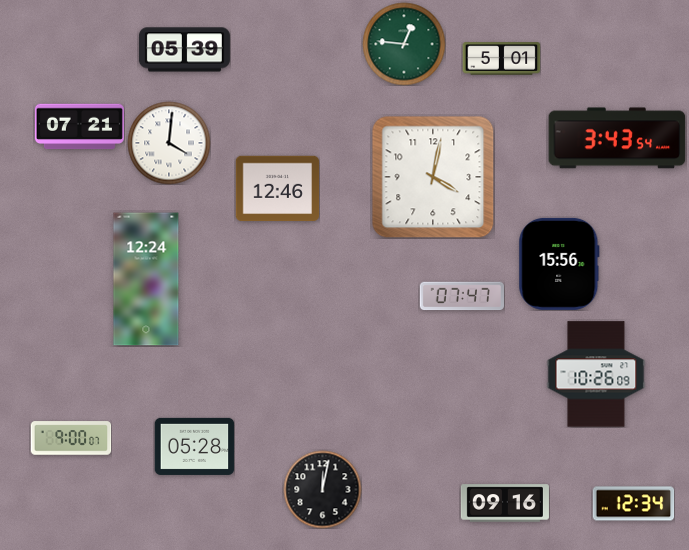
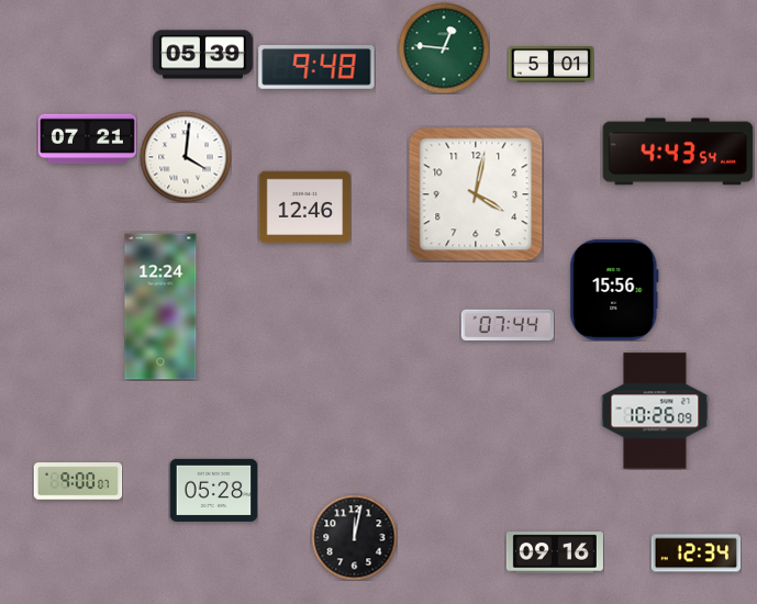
clock at (316, 68): none -> 9:48
clock at (617, 138): 3:43 -> 4:43
clock at (462, 296): 07:47 -> 07:44
